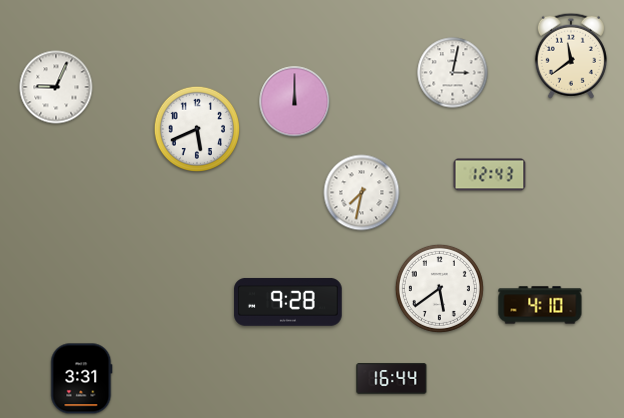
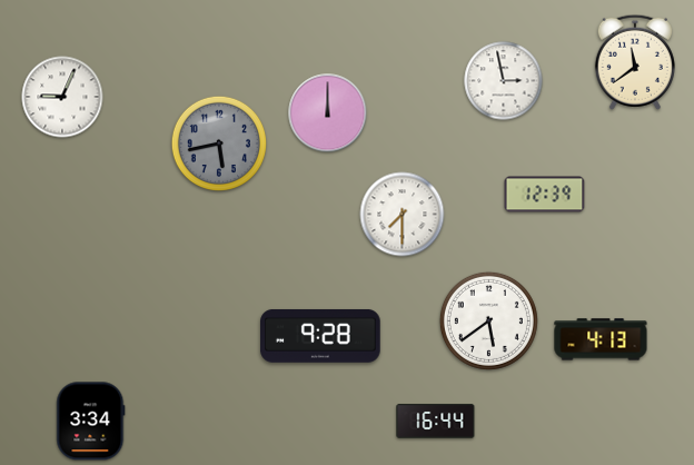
clock at (453, 73): 3:02 -> 2:58
clock at (196, 128): 5:41 -> 5:43
clock at (196, 128) dial: white -> grey
clock at (490, 175): 12:43 -> 12:39
clock at (362, 193): 7:32 -> 7:30
clock at (540, 305): 4:10 -> 4:13
clock at (82, 379): 3:31 -> 3:34
